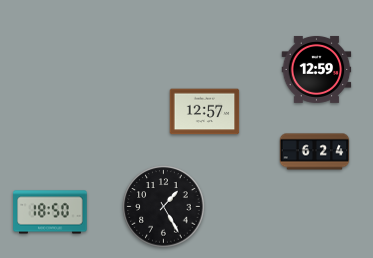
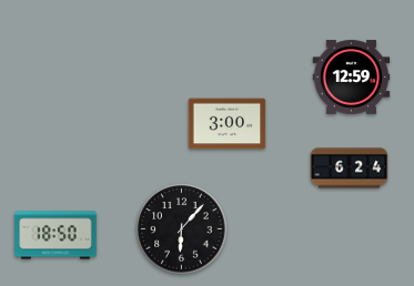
clock at (205, 112): 12:57 -> 3:00
clock at (164, 207): 1:25 -> 6:07
